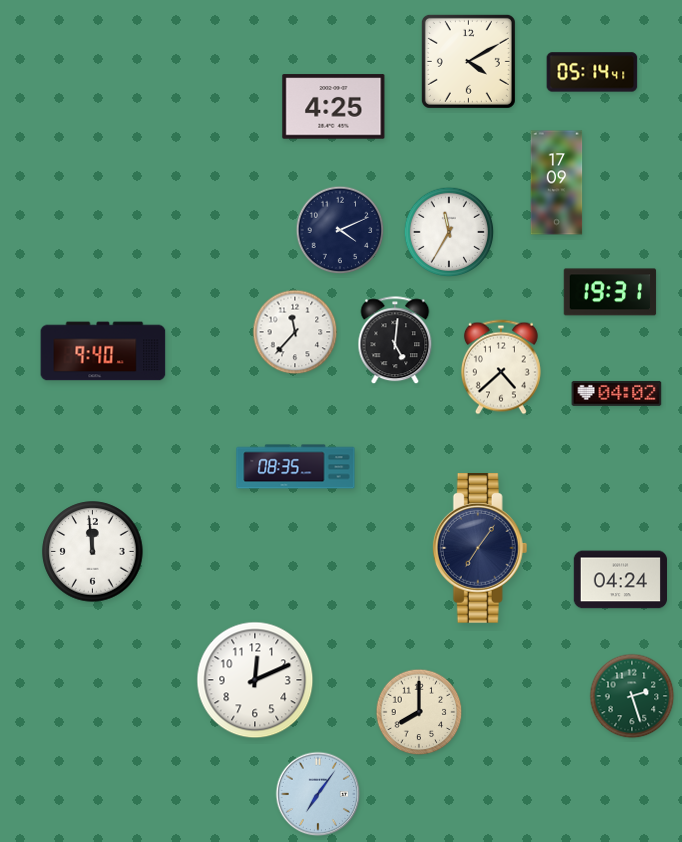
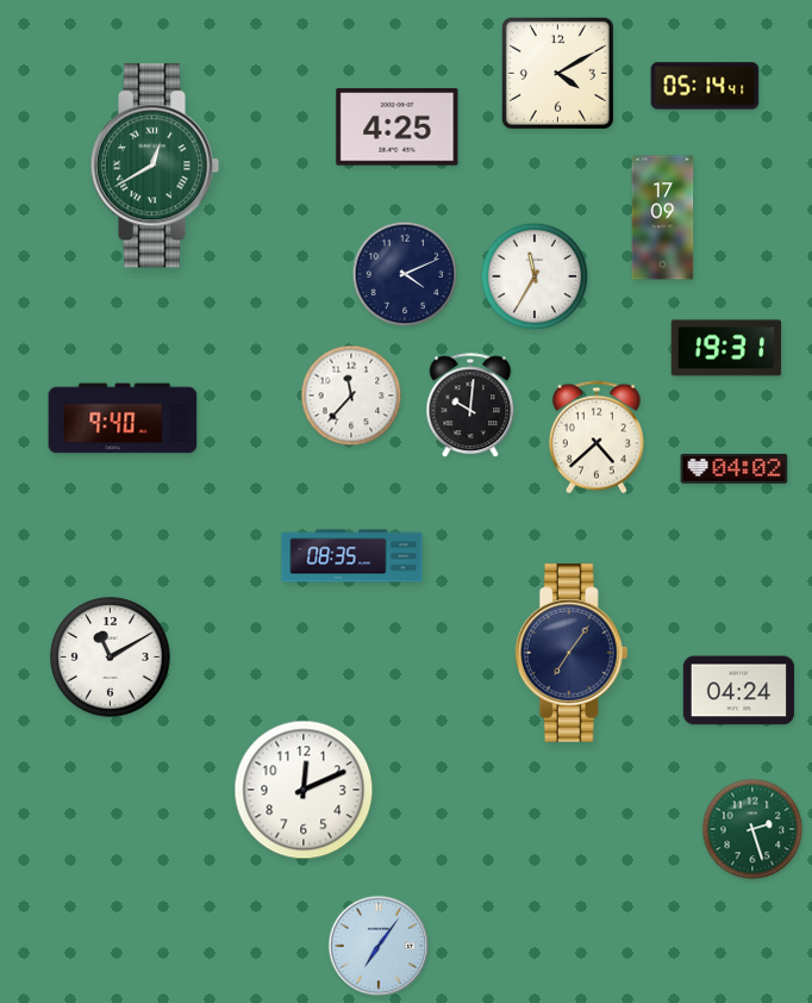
clock at (155, 166): none -> 12:40
clock at (395, 341): 5:01 -> 10:01
clock at (93, 552): 11:59 -> 11:10
clock at (255, 680) position: (255, 680) -> (304, 790)
clock at (419, 712): 8:00 -> none
